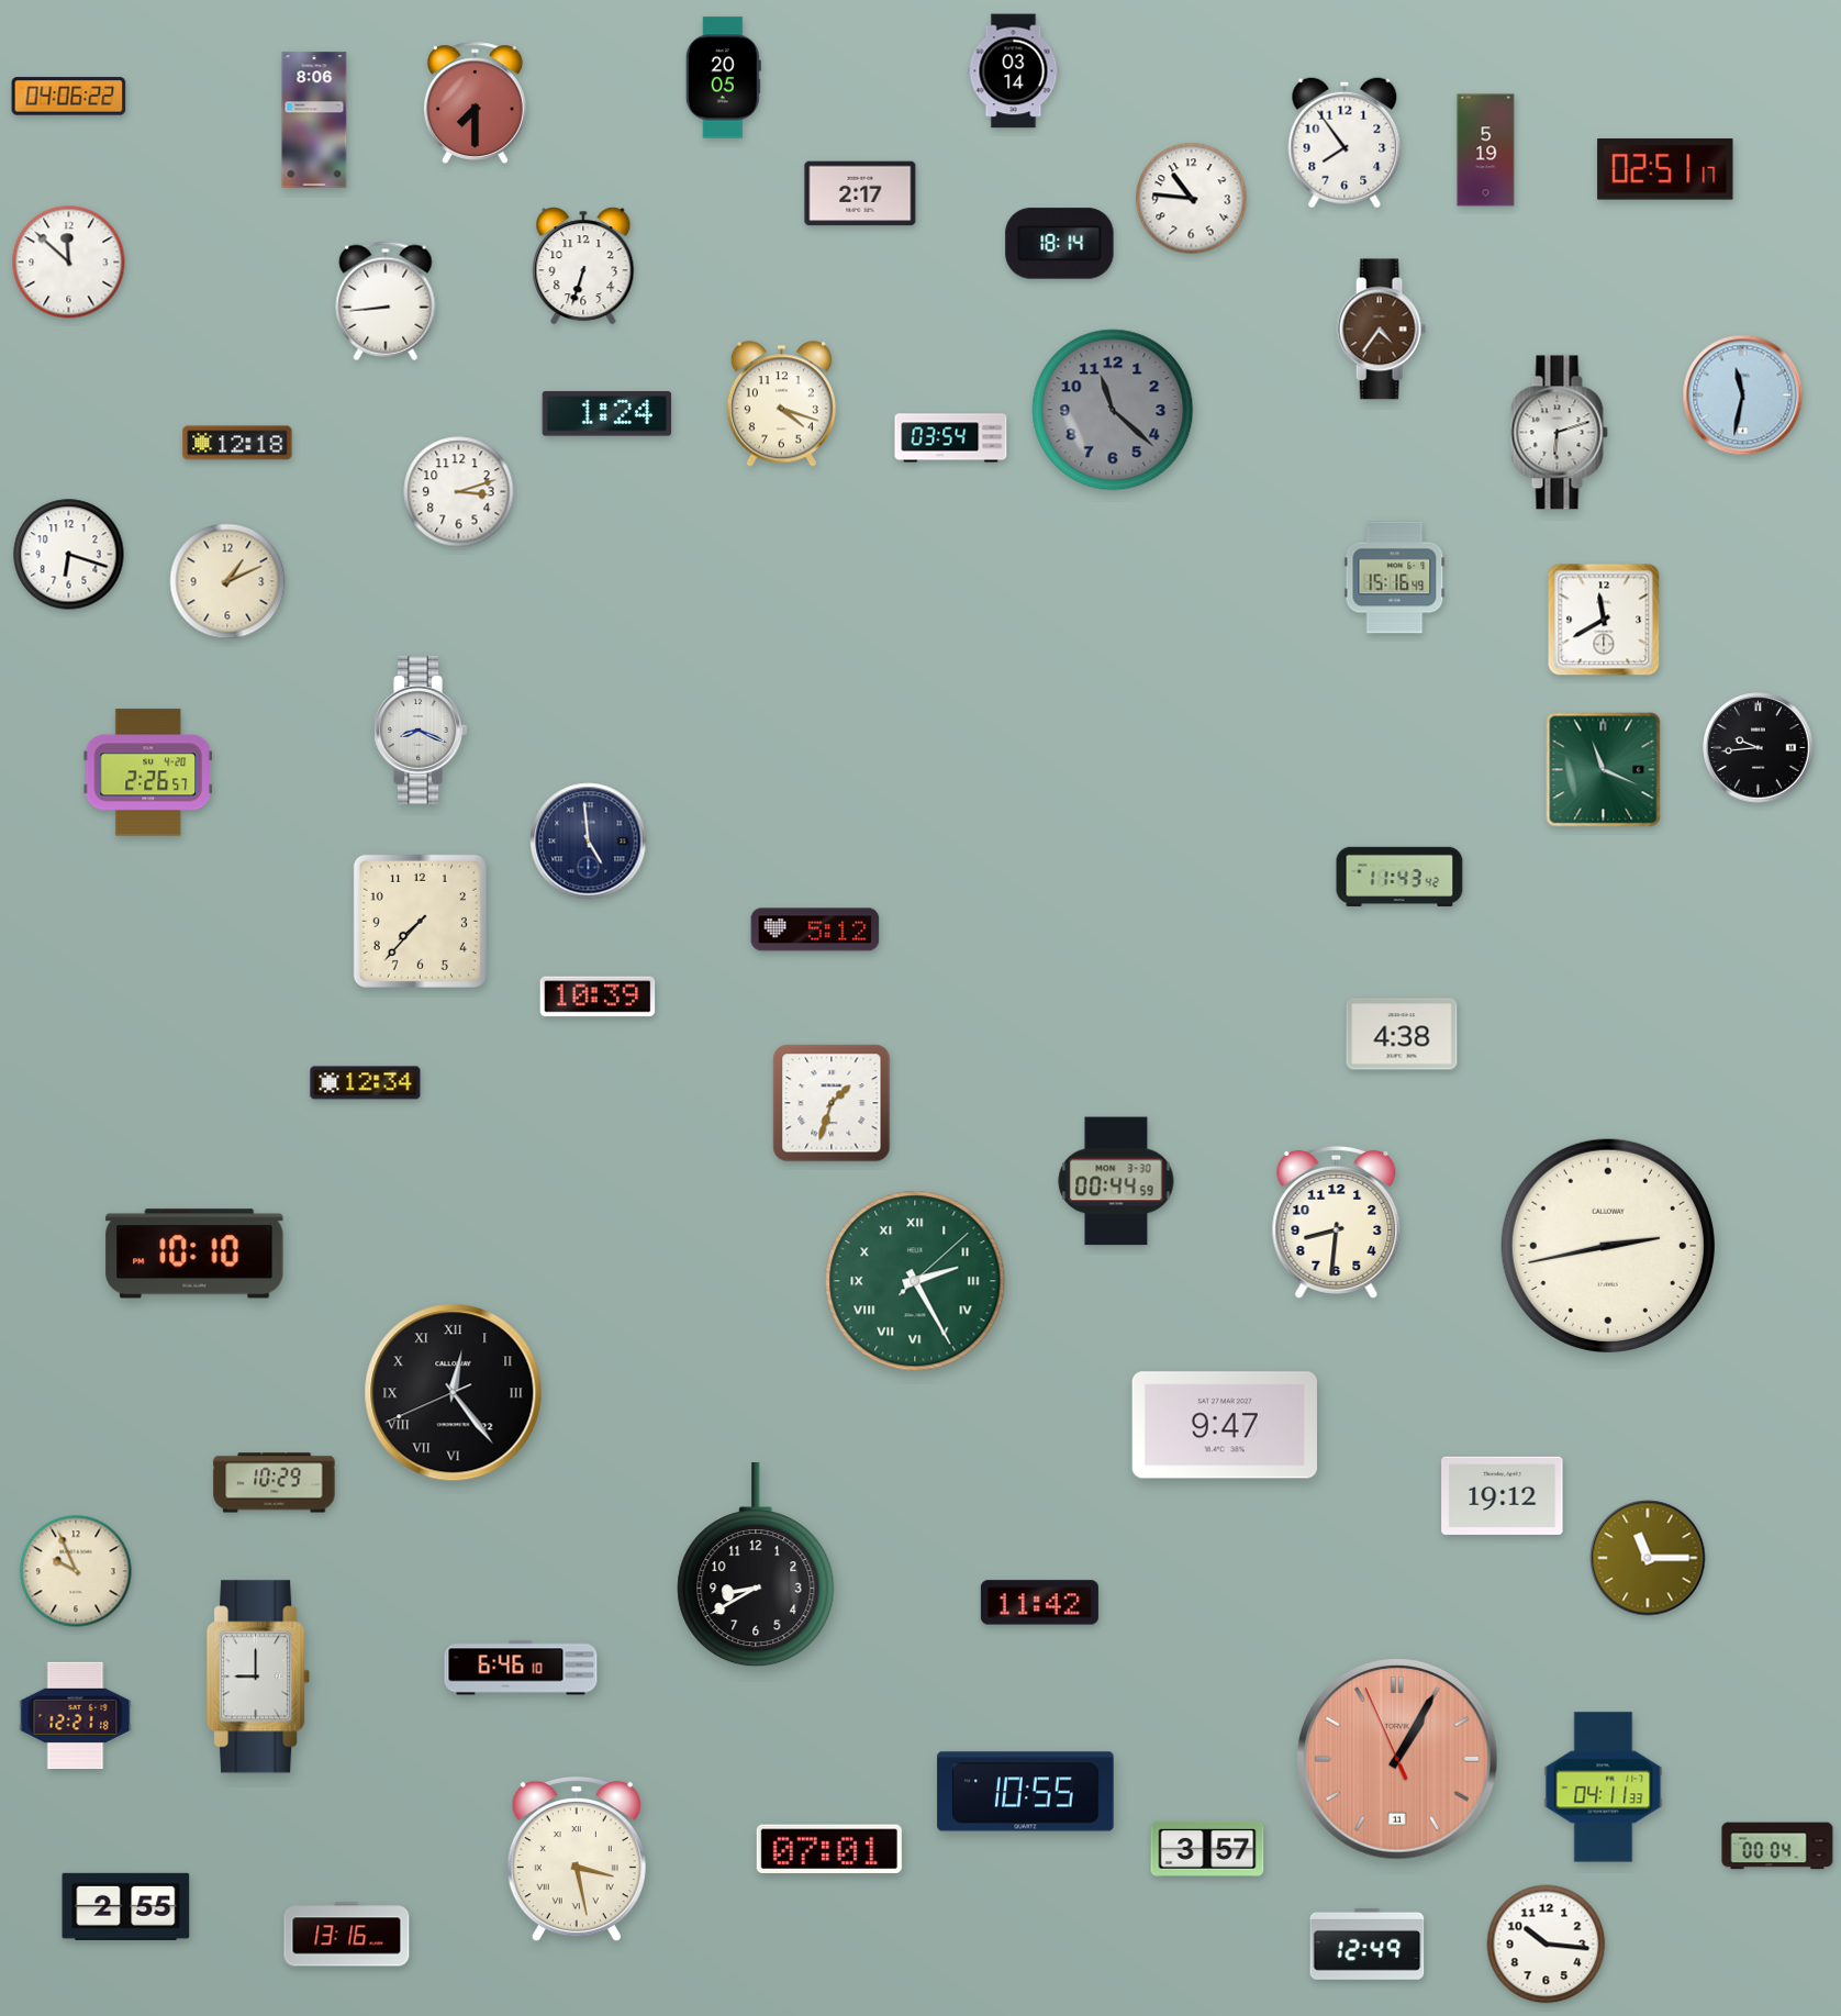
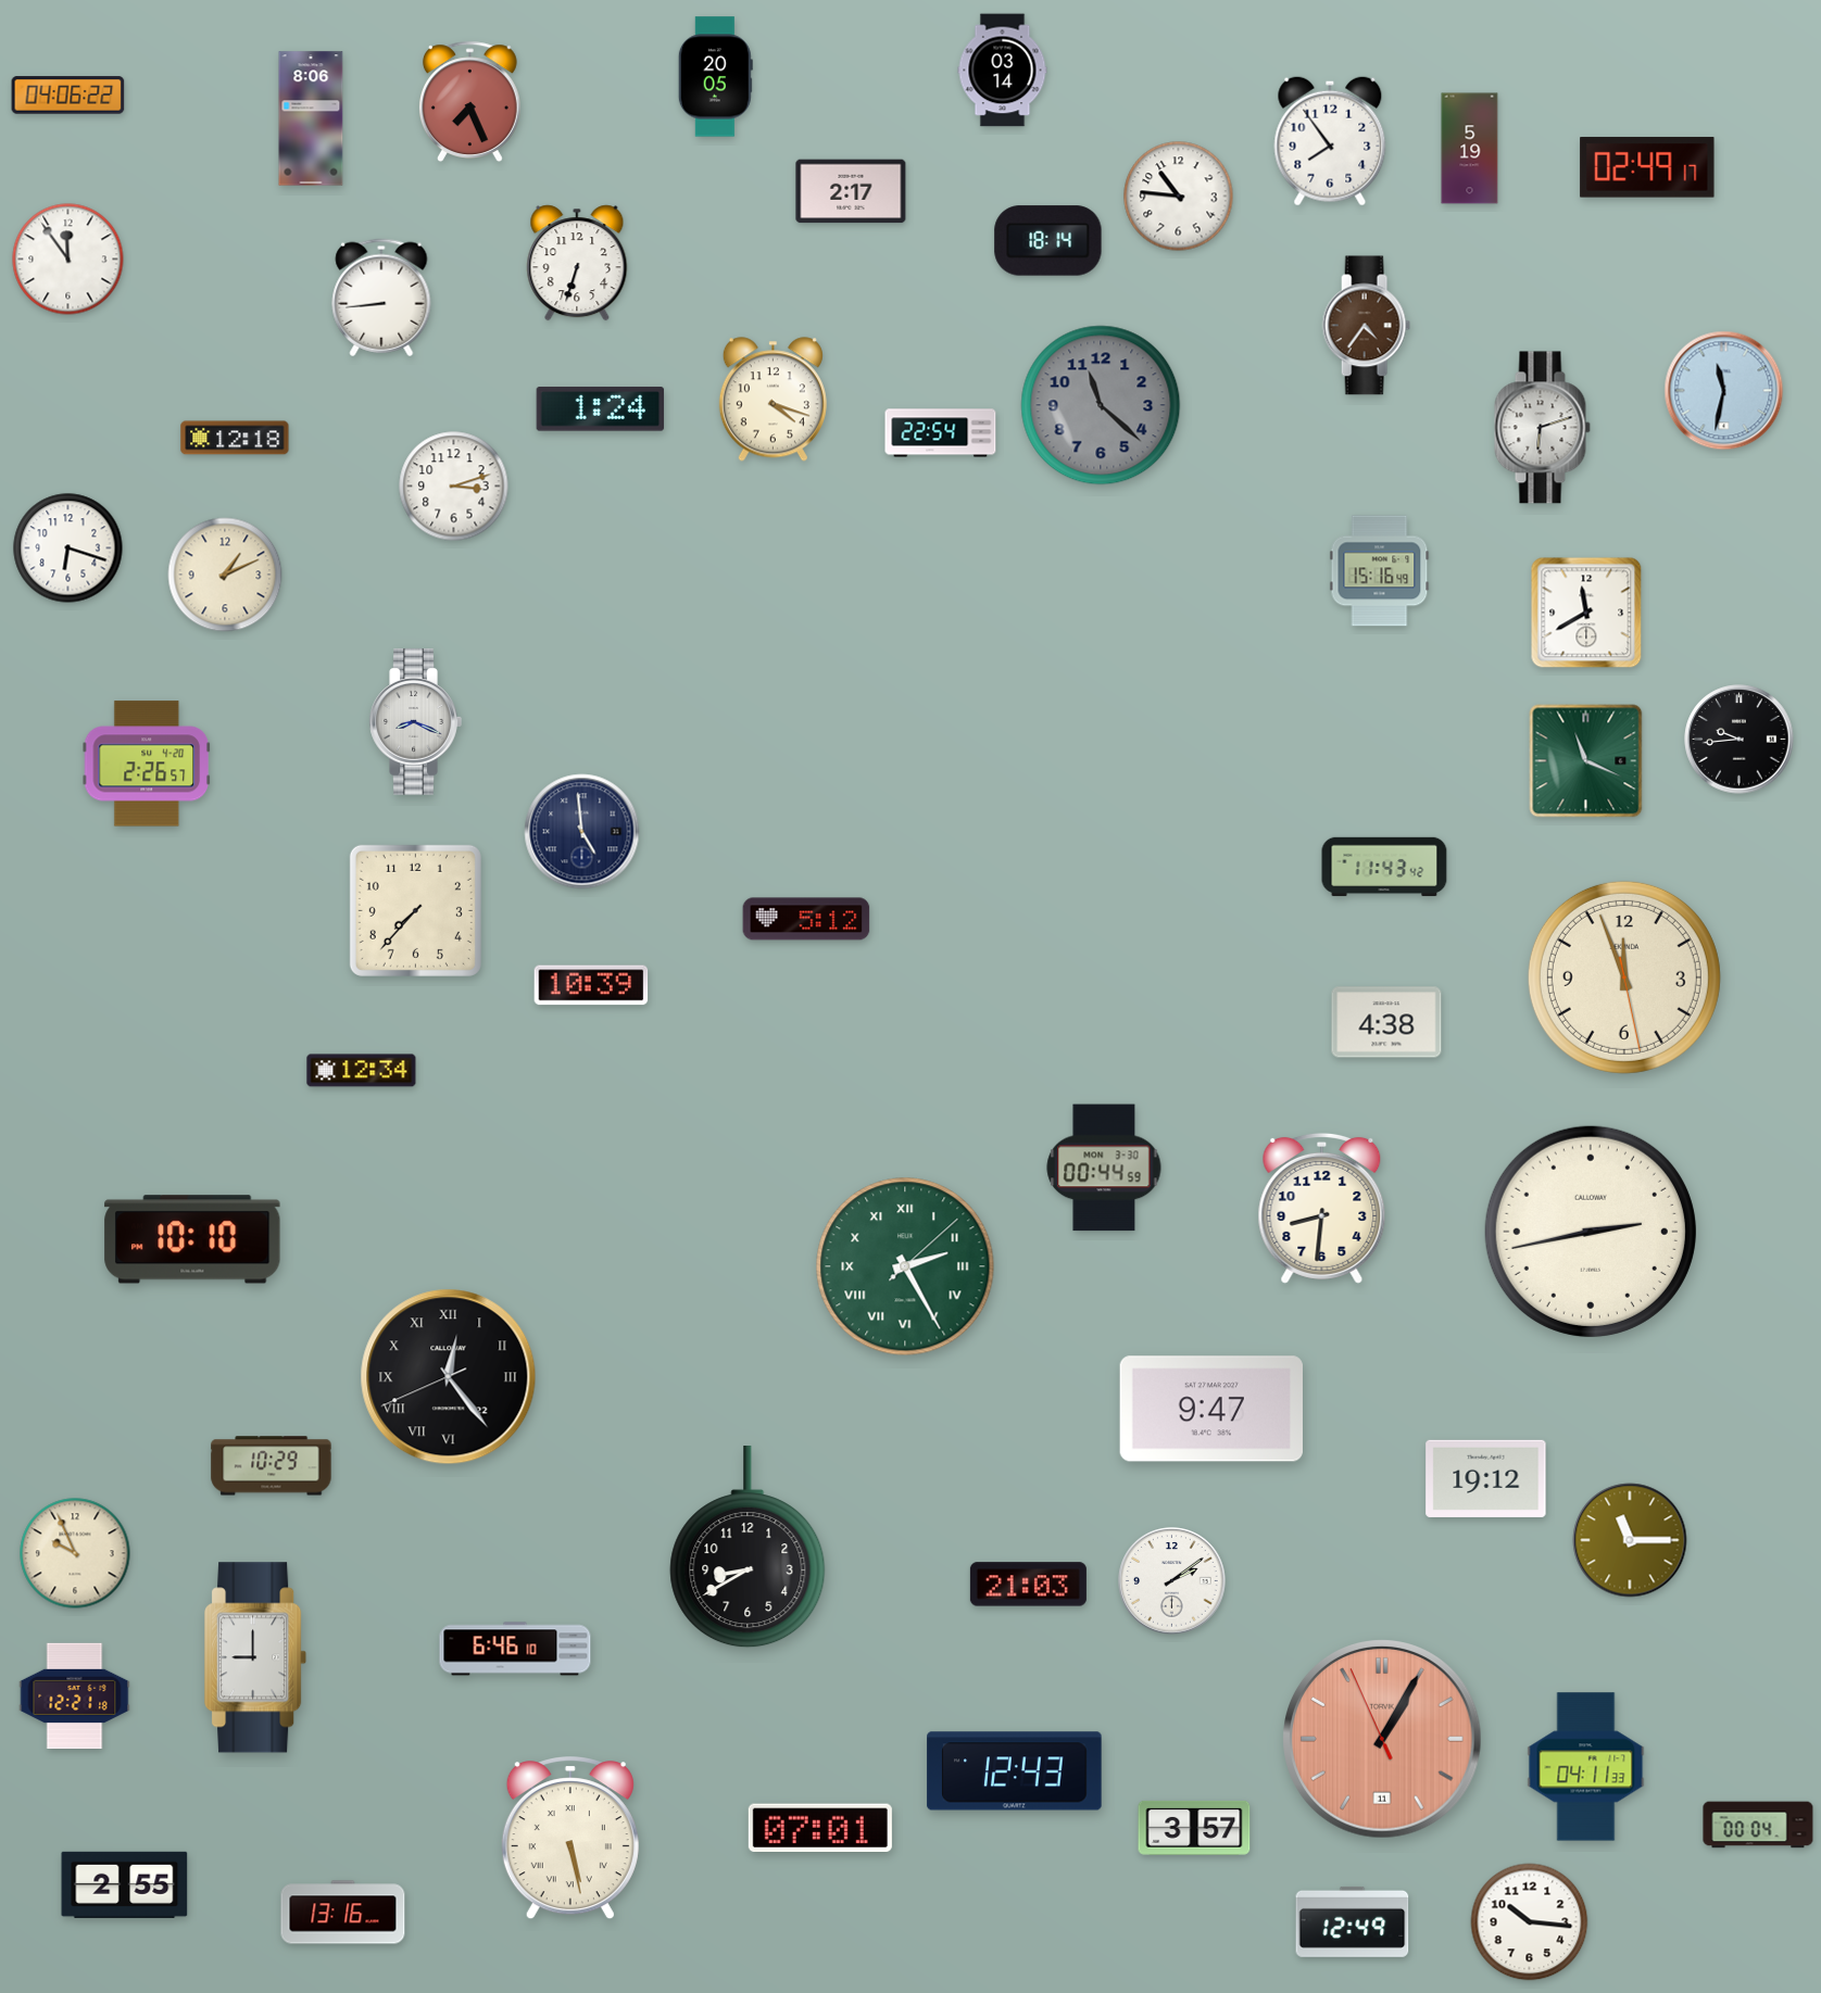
clock at (475, 102): 7:30 -> 7:26
clock at (1665, 169): 02:51 -> 02:49
clock at (69, 263): 11:52 -> 11:54
clock at (951, 438): 03:54 -> 22:54
clock at (1624, 977): none -> 11:56
clock at (832, 1103): 1:33 -> none
clock at (1172, 1581): none -> 2:09
clock at (1039, 1603): 11:42 -> 21:03
clock at (1026, 1792): 10:55 -> 12:43
clock at (577, 1860): 3:28 -> 5:28
